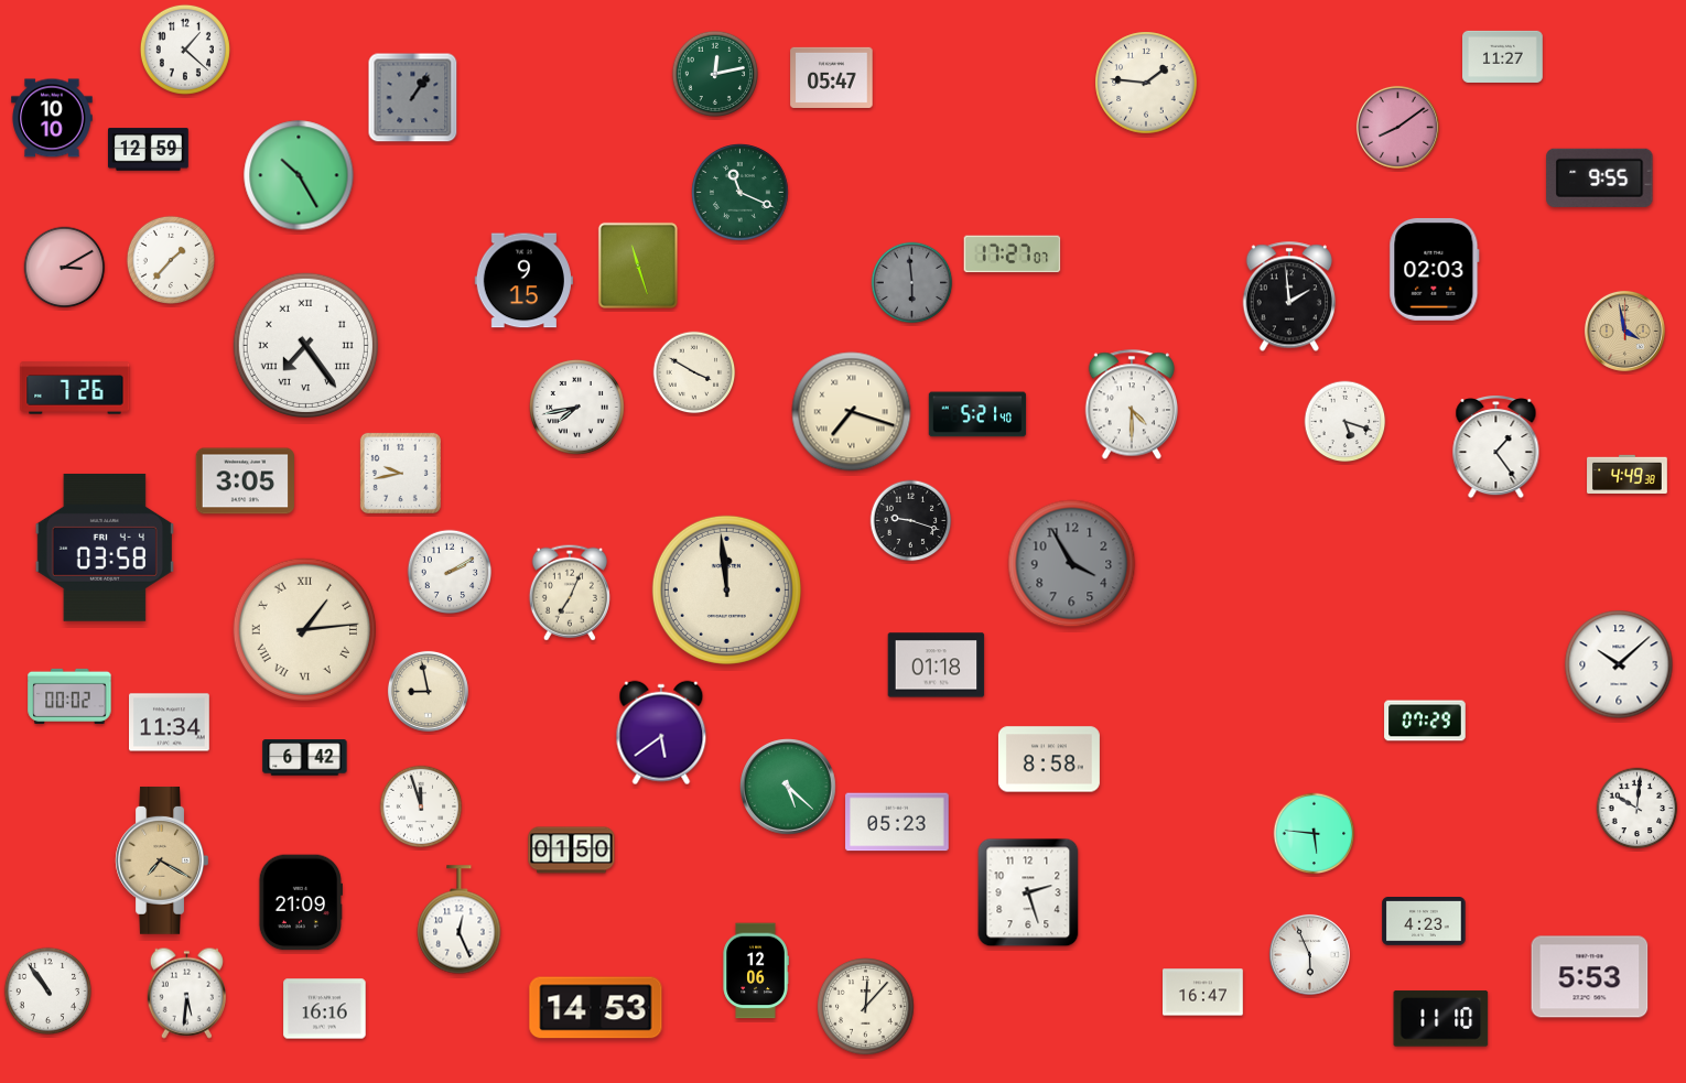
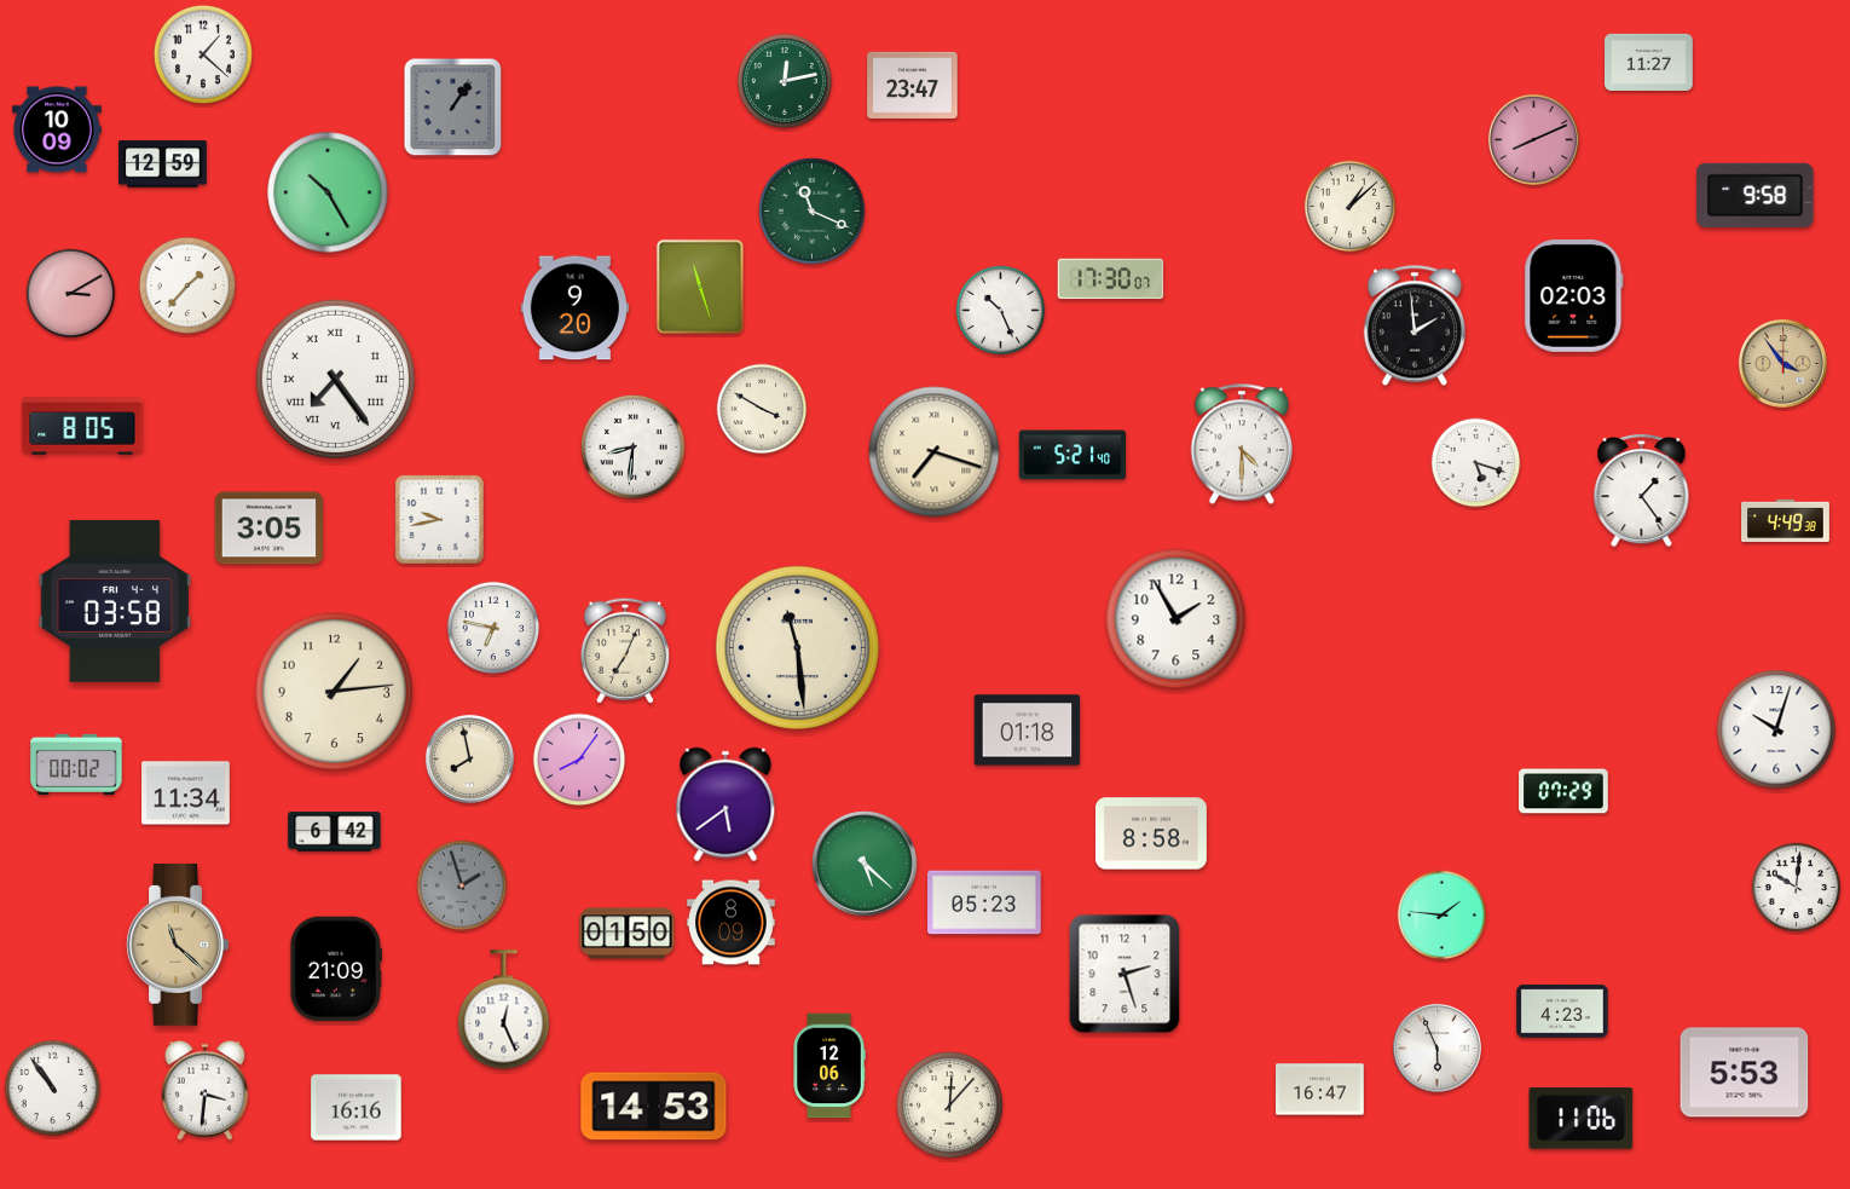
clock at (832, 77): 05:47 -> 23:47
clock at (1146, 83): 1:46 -> none
clock at (52, 118): 10:10 -> 10:09
clock at (1397, 127): 8:09 -> 8:11
clock at (1600, 177): 9:55 -> 9:58
clock at (1351, 207): none -> 1:08
clock at (1013, 254): 17:27 -> 17:30
clock at (638, 266) position: (638, 266) -> (700, 287)
clock at (523, 281): 9:15 -> 9:20
clock at (912, 283): 5:59 -> 10:26
clock at (912, 283) dial: grey -> white
clock at (1624, 331): 3:58 -> 3:54
clock at (75, 388): 7:26 -> 8:05
clock at (576, 407): 7:43 -> 8:31
clock at (911, 521): 9:18 -> none
clock at (1072, 564): 3:55 -> 1:55
clock at (1072, 564) dial: grey -> white
clock at (450, 572): 2:10 -> 6:47
clock at (726, 589): 11:59 -> 11:29
clock at (304, 629) numerals: Roman -> Arabic
clock at (1619, 664): 10:08 -> 10:03
clock at (428, 691): 8:58 -> 7:58
clock at (579, 760): none -> 8:06
clock at (421, 806): 11:57 -> 1:57
clock at (421, 806) dial: white -> grey
clock at (1315, 834): 5:46 -> 1:46
clock at (732, 923): none -> 8:09
clock at (162, 860): 7:20 -> 11:22
clock at (1028, 892) position: (1028, 892) -> (1125, 974)
clock at (301, 902) position: (301, 902) -> (336, 969)
clock at (186, 993): 5:31 -> 3:31
clock at (1441, 1019): 11:10 -> 11:06
